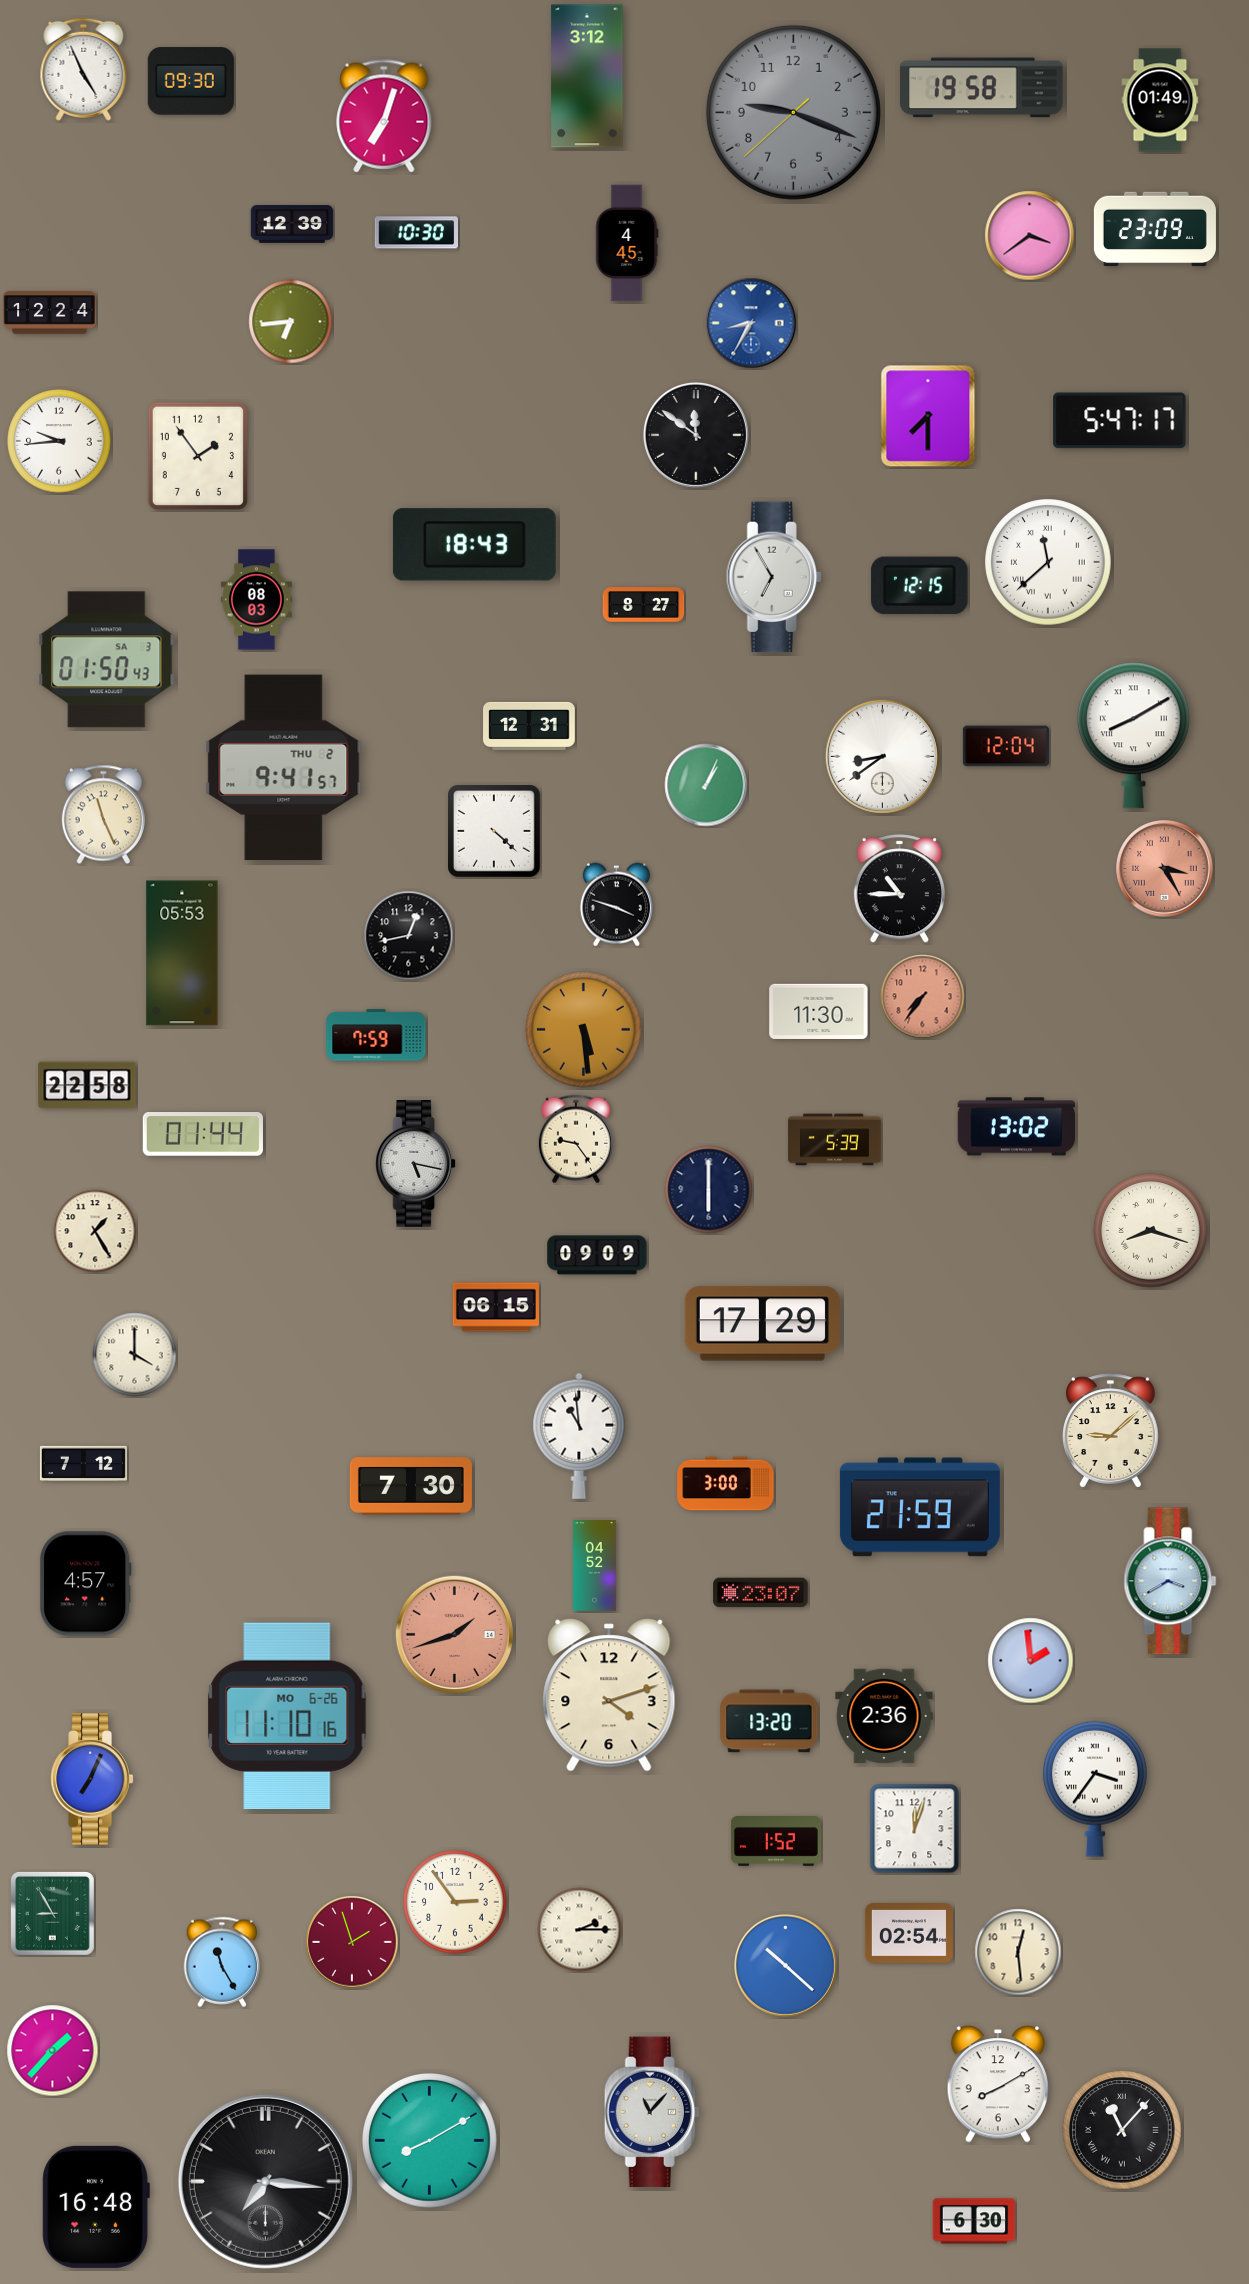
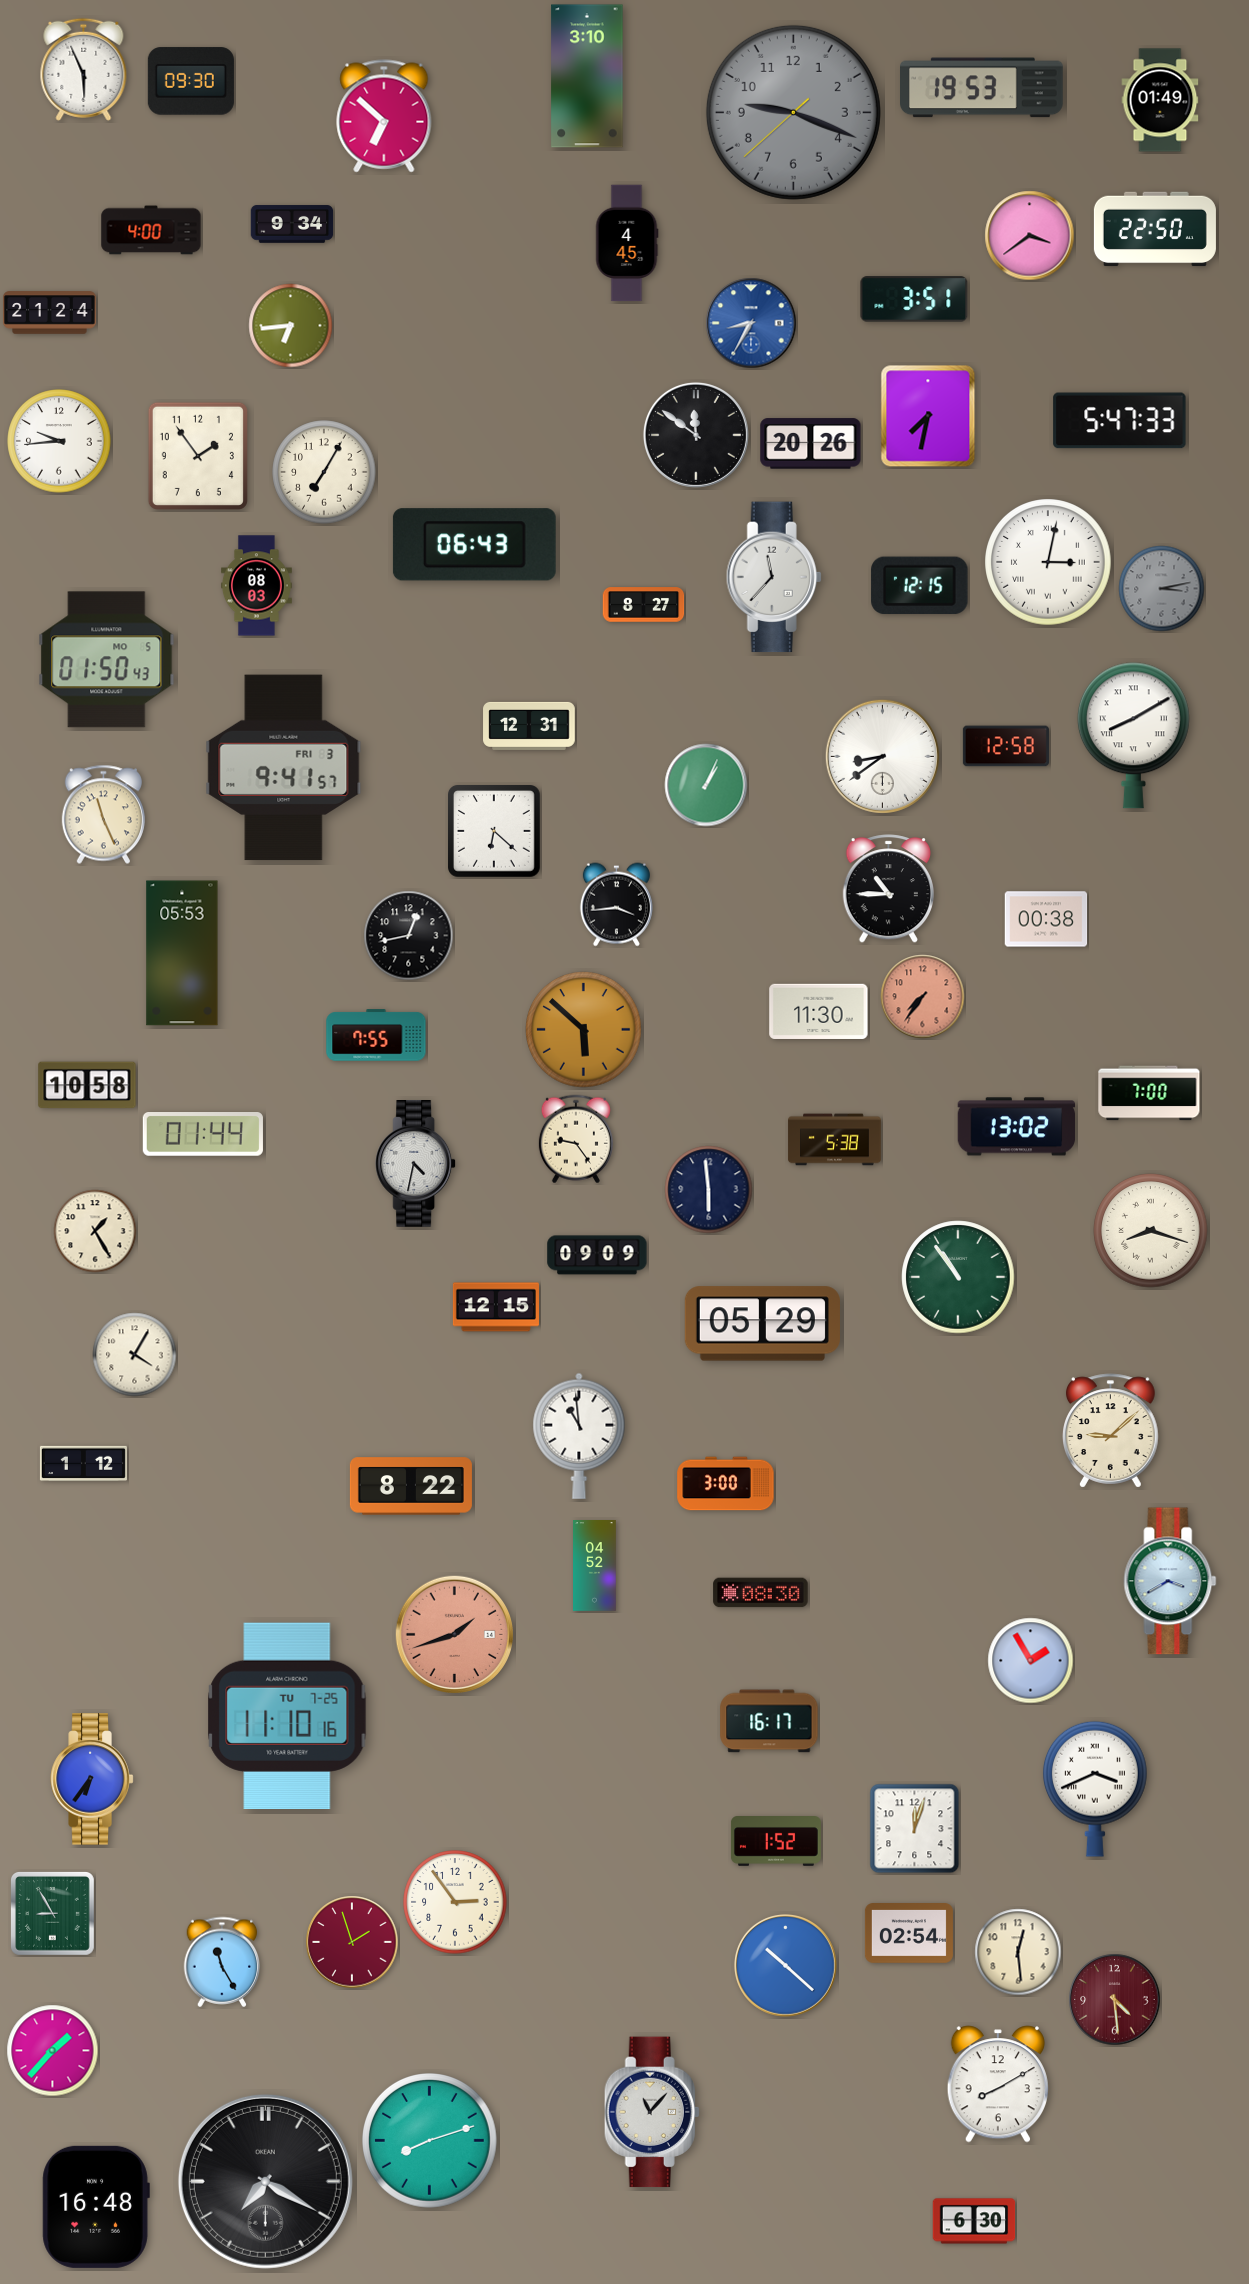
clock at (84, 69): 4:56 -> 5:56
clock at (587, 76): 3:12 -> 3:10
clock at (982, 88): 19:58 -> 19:53
clock at (384, 116): 7:03 -> 6:52
clock at (292, 224): 12:39 -> 9:34
clock at (1155, 229): 23:09 -> 22:50
clock at (151, 230): none -> 4:00
clock at (416, 233): 10:30 -> none
clock at (914, 299): none -> 3:51
clock at (50, 313): 12:24 -> 21:24
clock at (291, 322) position: (291, 322) -> (291, 326)
clock at (928, 416): 7:30 -> 7:32
clock at (1120, 421): 5:47:17 -> 5:47:33
clock at (811, 444): none -> 20:26
clock at (324, 472): none -> 7:05
clock at (474, 545): 18:43 -> 06:43
clock at (1048, 562): 11:38 -> 3:02
clock at (774, 577): 6:55 -> 11:37
clock at (1162, 589): none -> 3:13
clock at (256, 600) position: (256, 600) -> (256, 586)
clock at (107, 660) date: SA 3 -> MO 5
clock at (1006, 746): 12:04 -> 12:58
clock at (284, 768) date: THU 2 -> FRI 3
clock at (495, 832): 4:22 -> 6:22
clock at (1165, 869): 3:25 -> none
clock at (899, 889) position: (899, 889) -> (888, 889)
clock at (616, 905): 3:48 -> 3:44
clock at (1046, 919): none -> 00:38
clock at (584, 1030): 5:29 -> 5:52
clock at (376, 1035): 7:59 -> 7:55
clock at (87, 1085): 22:58 -> 10:58
clock at (1149, 1093): none -> 7:00
clock at (835, 1140): 5:39 -> 5:38
clock at (416, 1164): 5:17 -> 4:32
clock at (709, 1190): 6:00 -> 5:59
clock at (958, 1277): none -> 10:54
clock at (496, 1307): 06:15 -> 12:15
clock at (762, 1324): 17:29 -> 05:29
clock at (135, 1355): 4:00 -> 4:05
clock at (83, 1463): 7:12 -> 1:12
clock at (411, 1486): 7:30 -> 8:22
clock at (920, 1507): 21:59 -> none
clock at (86, 1584): 4:57 -> none
clock at (761, 1593): 23:07 -> 08:30
clock at (1031, 1661): 1:59 -> 1:55
clock at (609, 1695): 4:12 -> none
clock at (287, 1715) date: MO 6-26 -> TU 7-25
clock at (884, 1716): 2:36 -> none
clock at (769, 1721): 13:20 -> 16:17
clock at (92, 1779): 7:04 -> 6:36
clock at (1095, 1789): 3:36 -> 3:41
clock at (580, 1930): 2:15 -> none
clock at (1115, 2000): none -> 4:29
clock at (1122, 2130): 11:07 -> none
clock at (430, 2141): 8:10 -> 8:12
clock at (265, 2181): 7:16 -> 7:20
